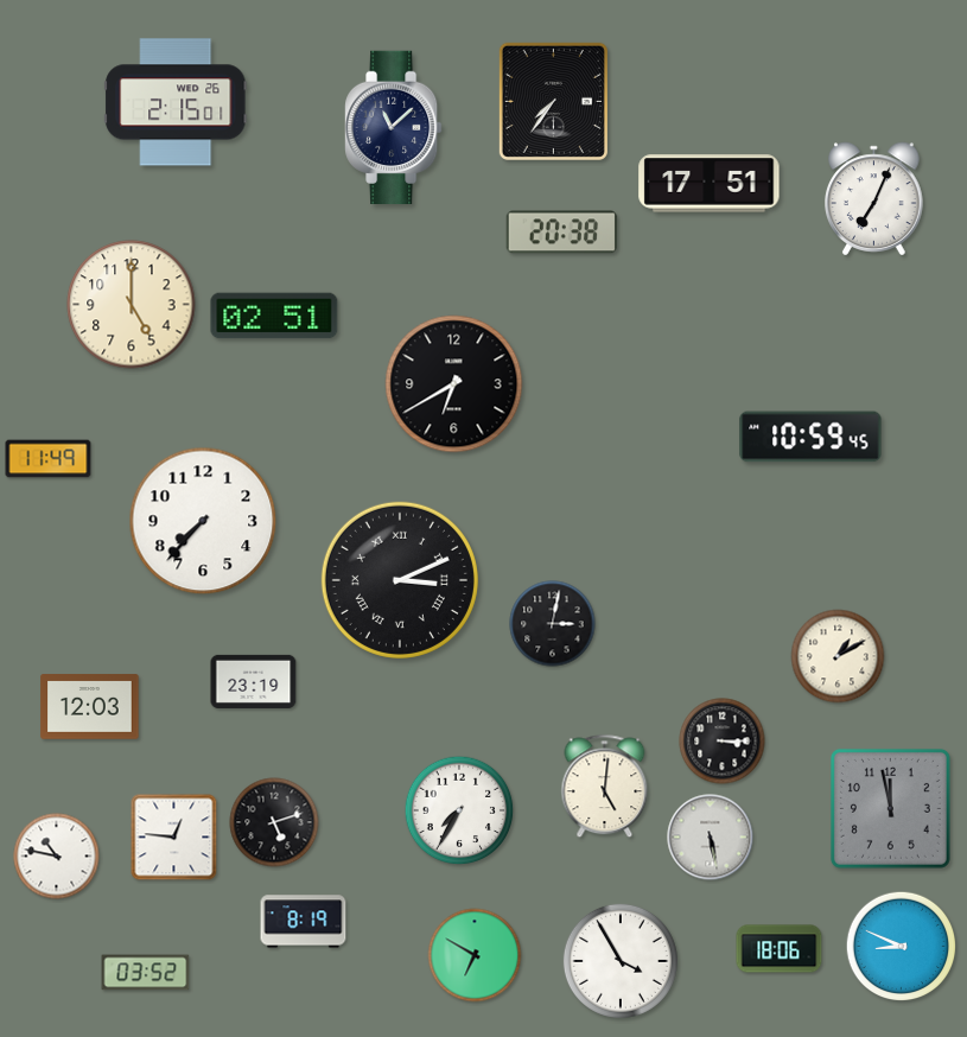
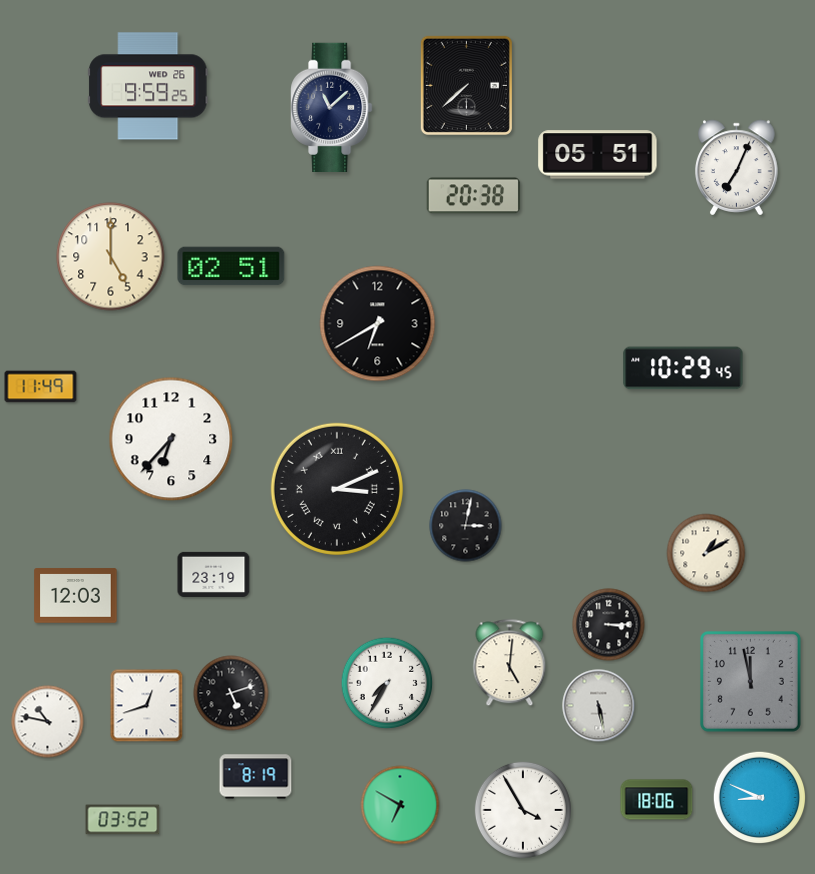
clock at (553, 101): 7:36 -> 7:38
clock at (176, 102): 2:15 -> 9:59
clock at (710, 184): 17:51 -> 05:51
clock at (454, 384) position: (454, 384) -> (378, 324)
clock at (810, 437): 10:59 -> 10:29
clock at (203, 521): 7:37 -> 6:37
clock at (174, 838): 12:46 -> 12:42
